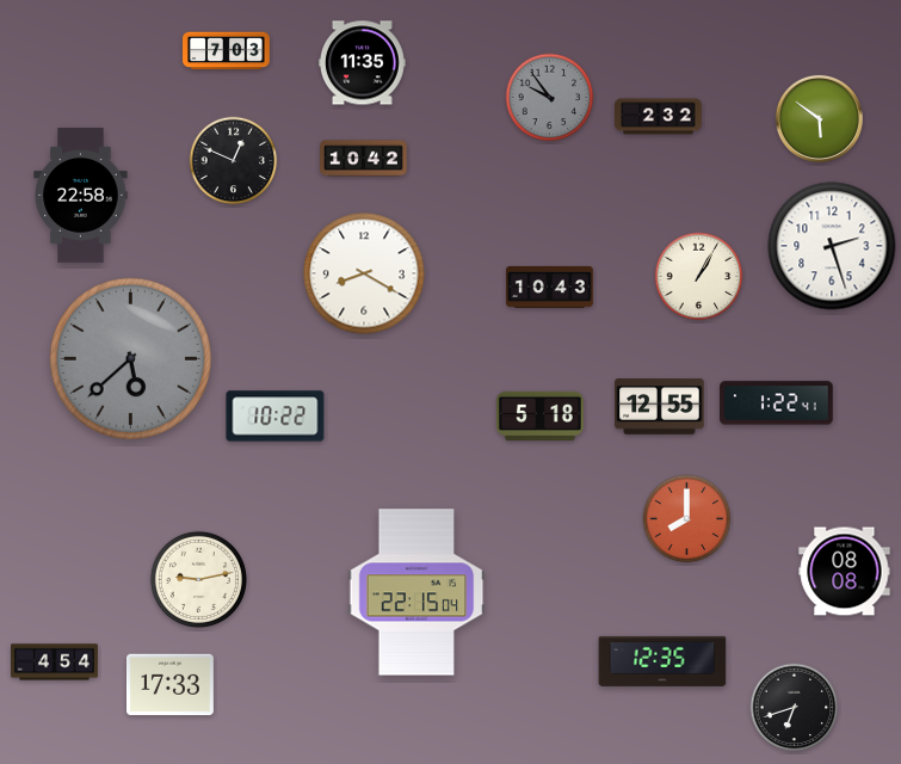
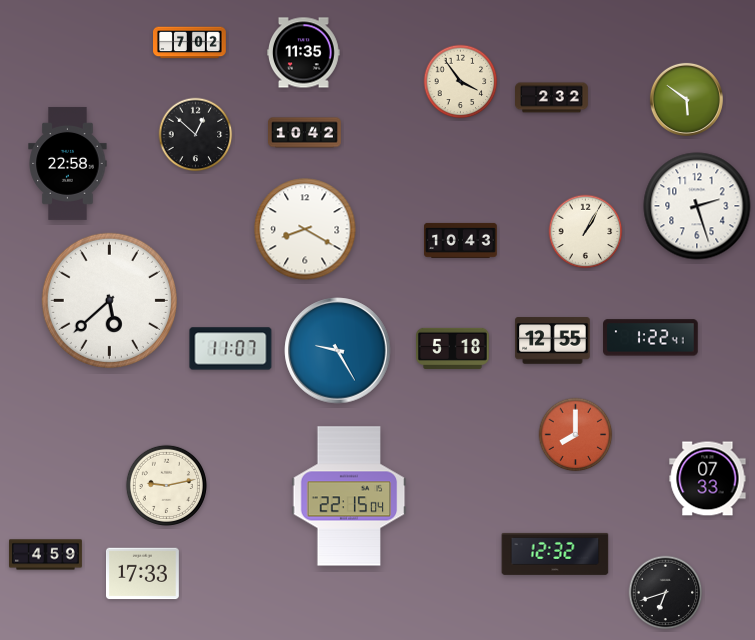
clock at (227, 51): 7:03 -> 7:02
clock at (550, 98): 9:54 -> 3:54
clock at (550, 98) dial: grey -> cream
clock at (234, 161): 12:49 -> 12:52
clock at (130, 358) dial: grey -> white
clock at (276, 417): 10:22 -> 11:07
clock at (338, 351): none -> 9:25
clock at (845, 572): 08:08 -> 07:33
clock at (662, 661): 12:35 -> 12:32
clock at (55, 663): 4:54 -> 4:59
